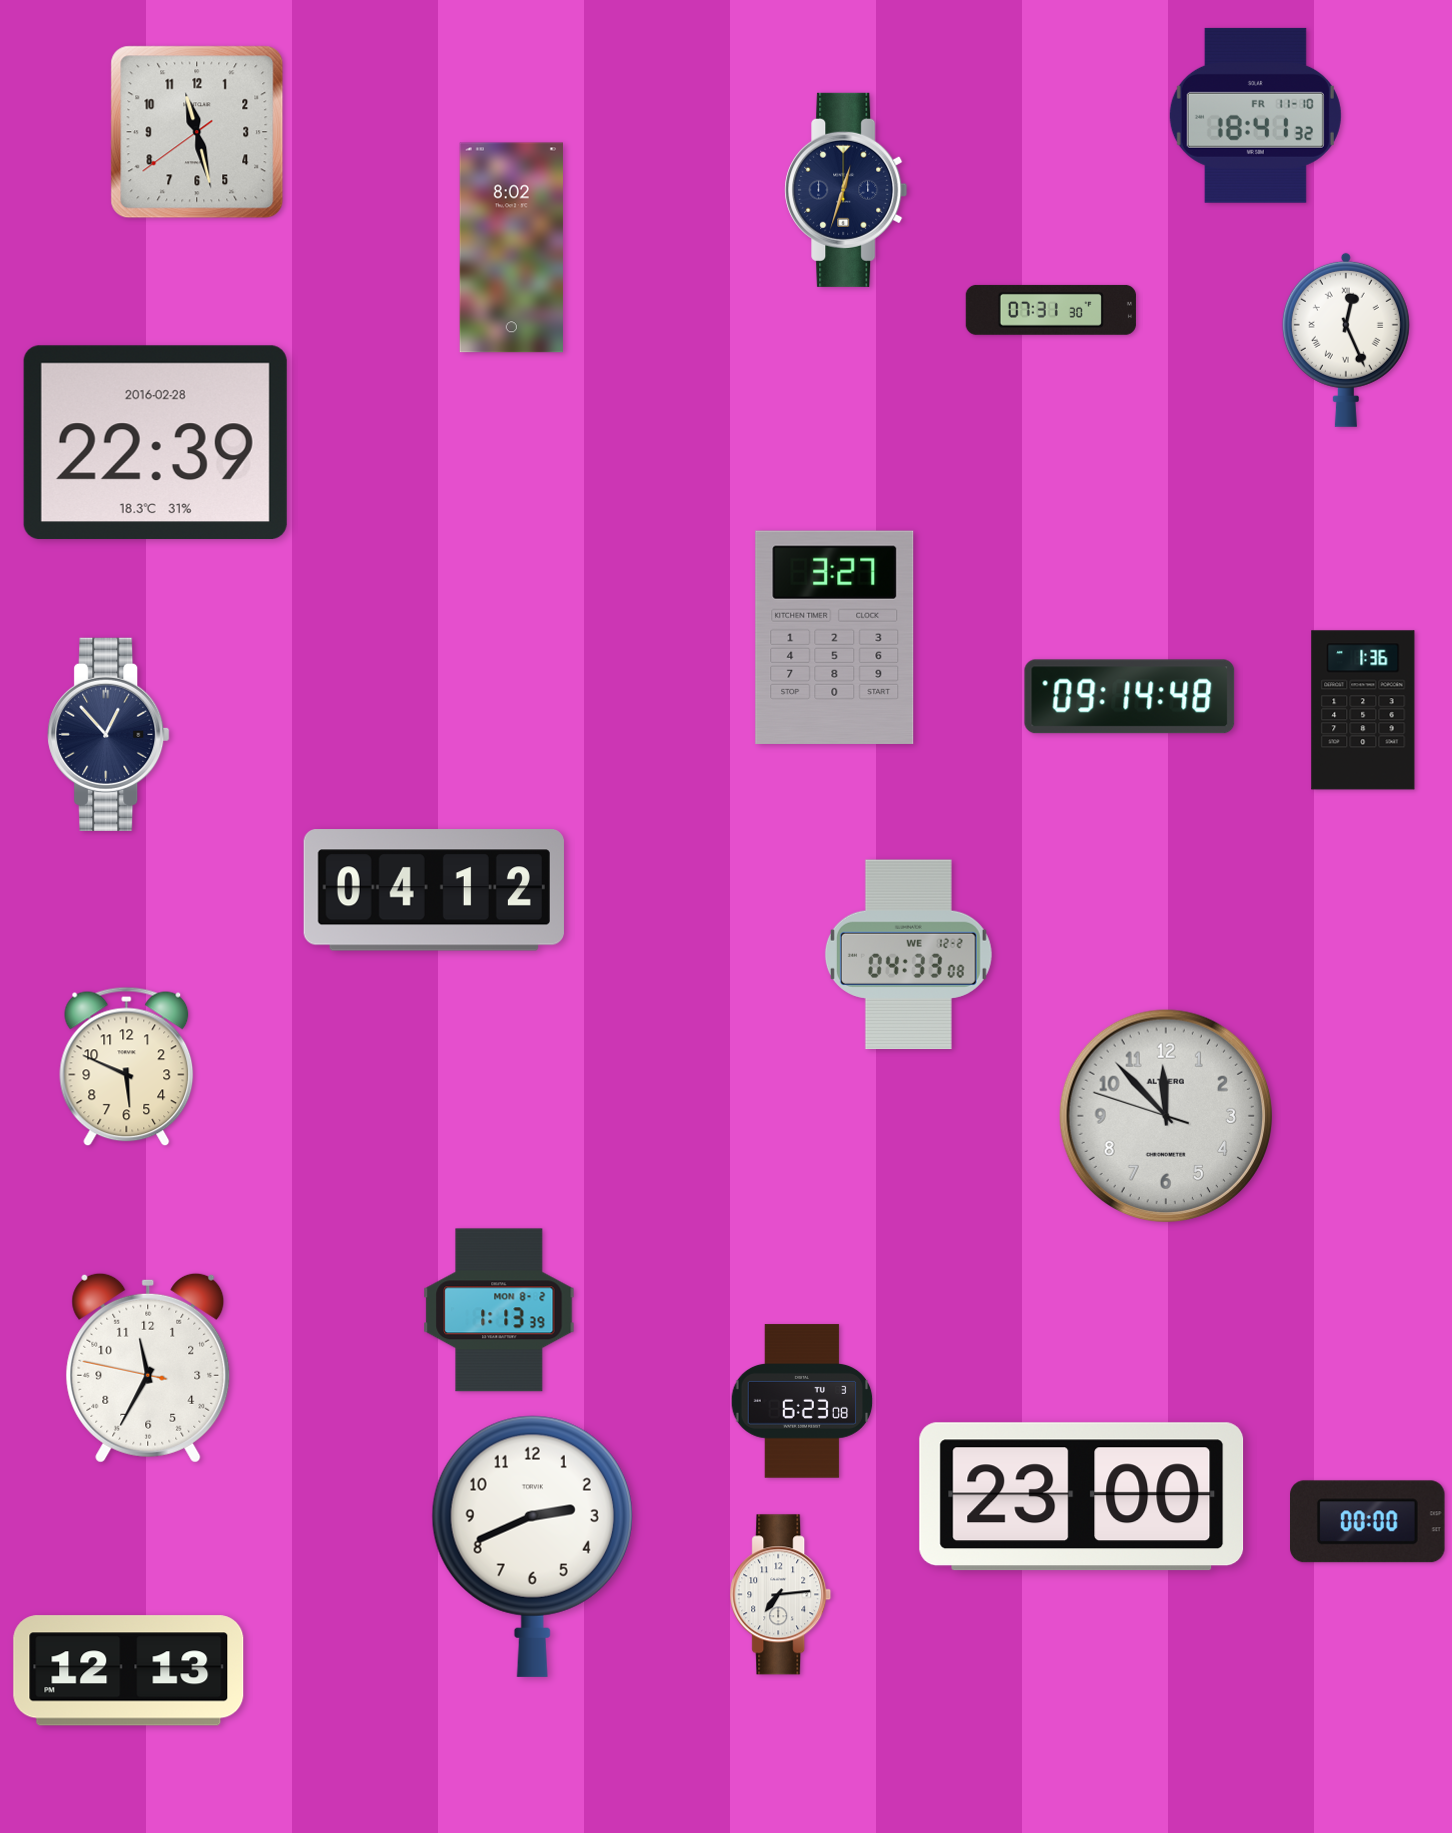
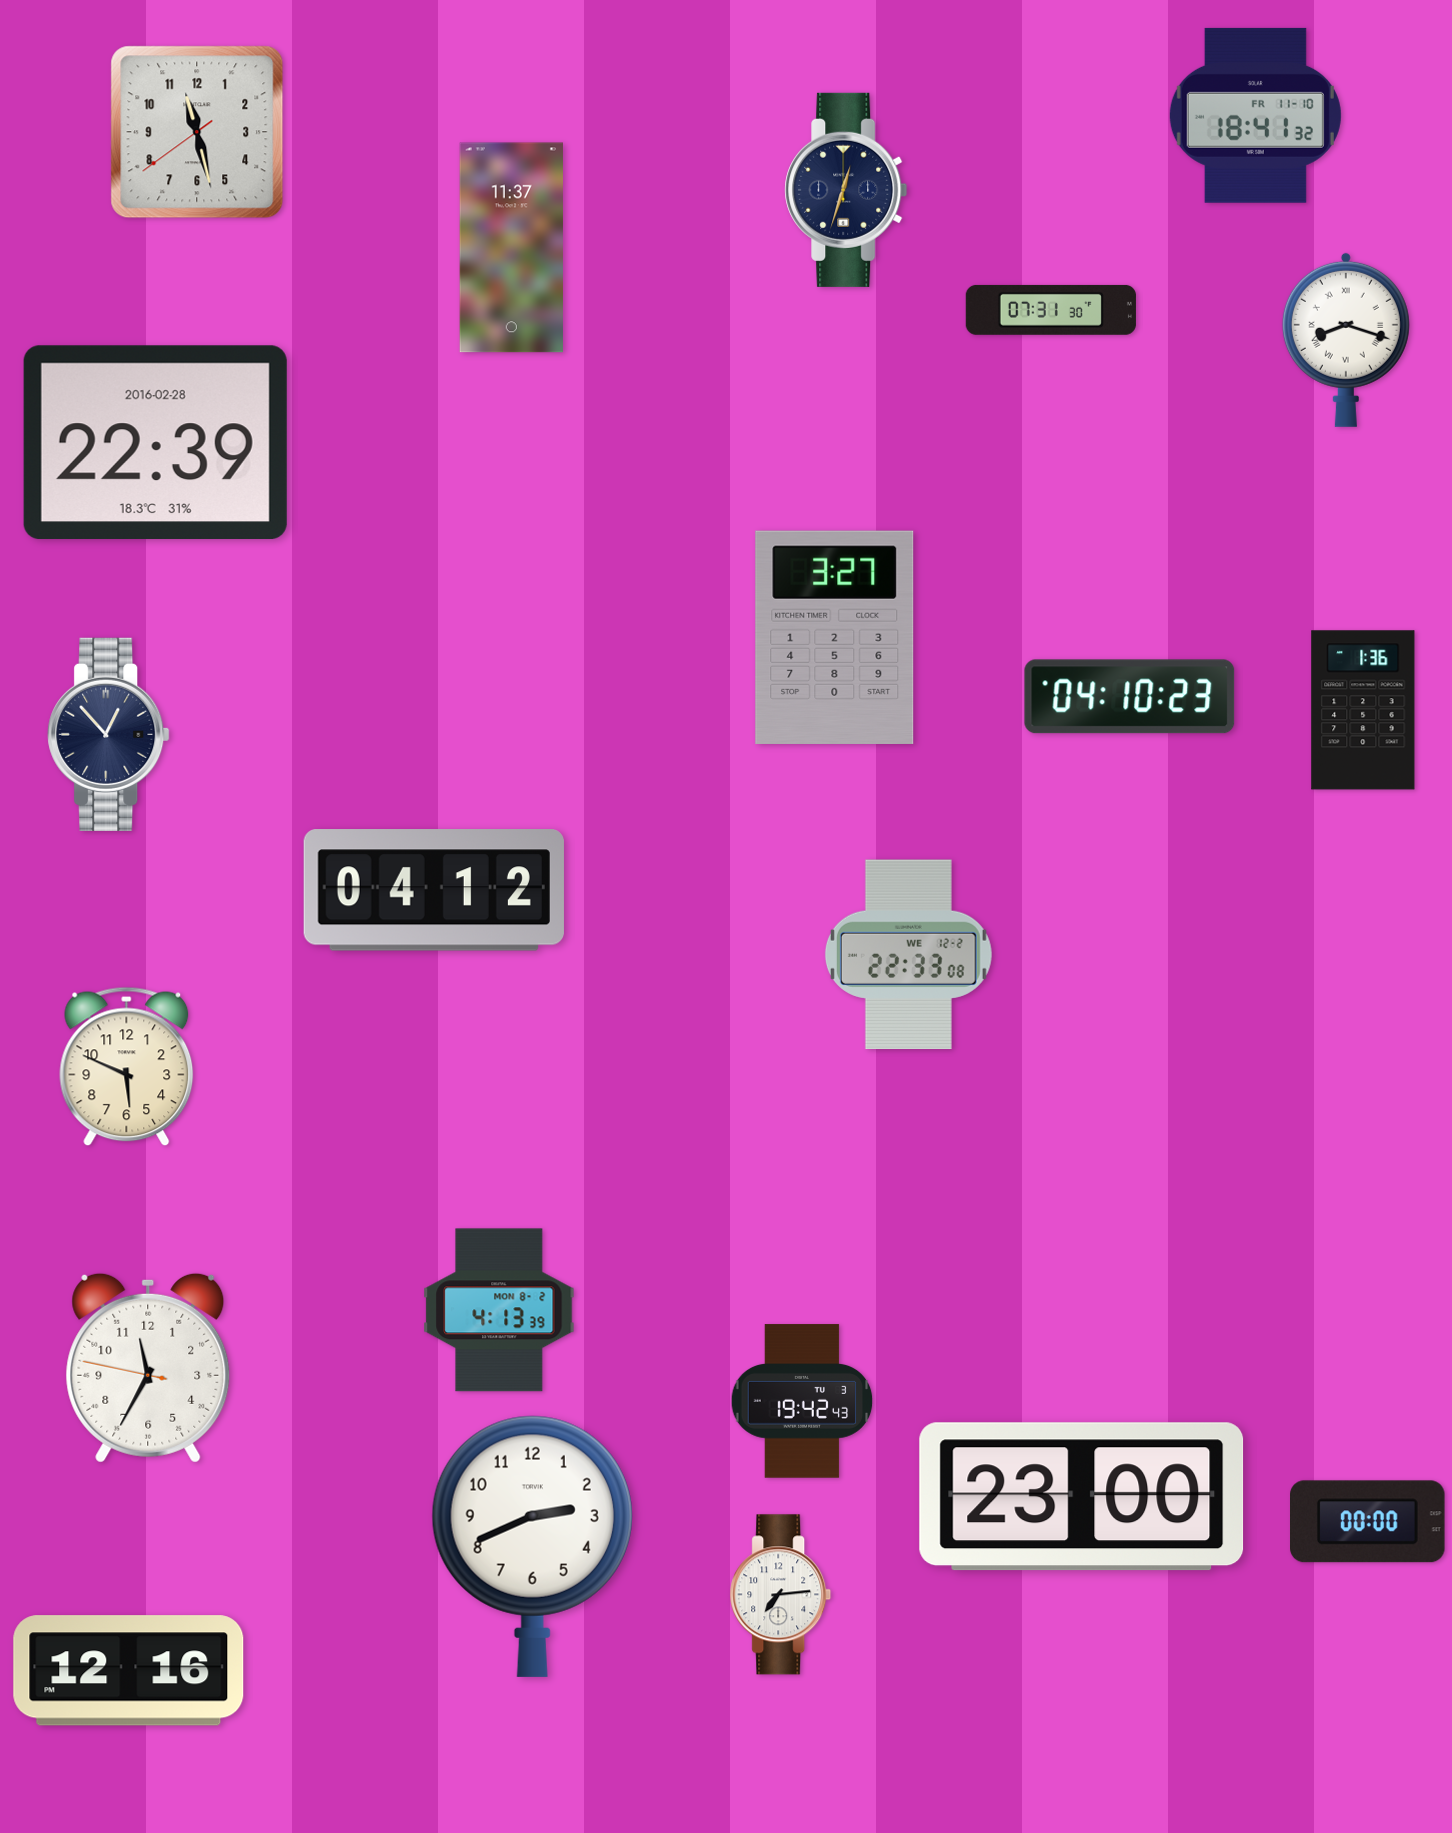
clock at (511, 248): 8:02 -> 11:37
clock at (1346, 340): 12:26 -> 8:18
clock at (1130, 697): 09:14 -> 04:10
clock at (908, 955): 04:33 -> 22:33
clock at (1165, 1115): 11:52 -> none
clock at (499, 1310): 1:13 -> 4:13
clock at (802, 1401): 6:23 -> 19:42
clock at (129, 1671): 12:13 -> 12:16
